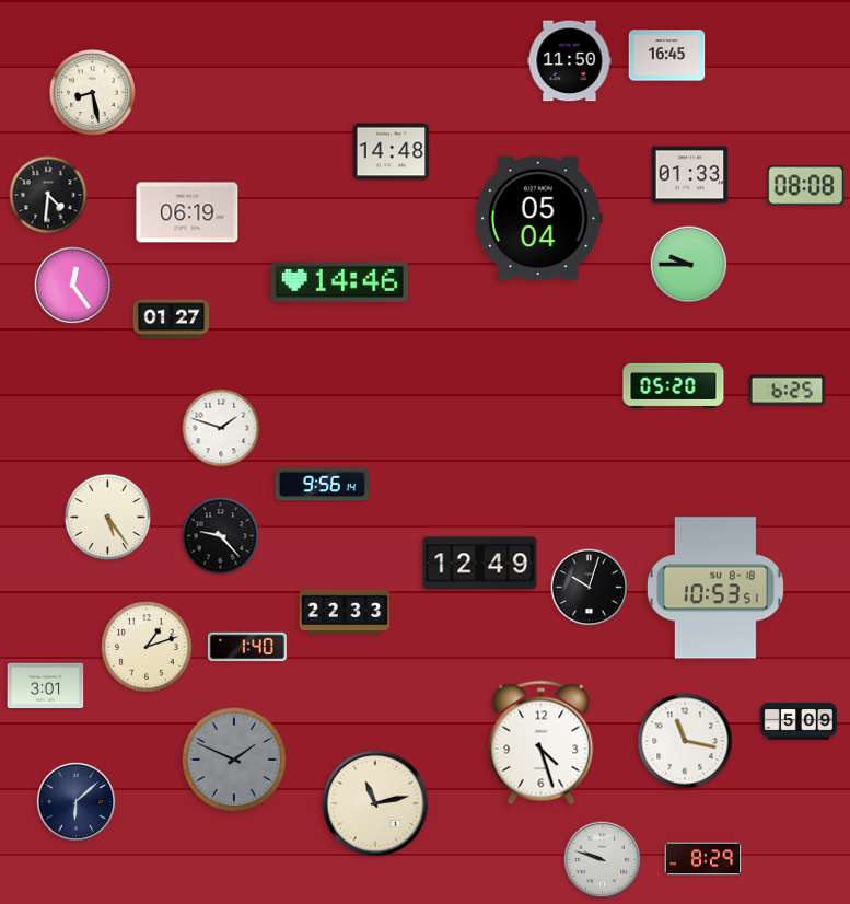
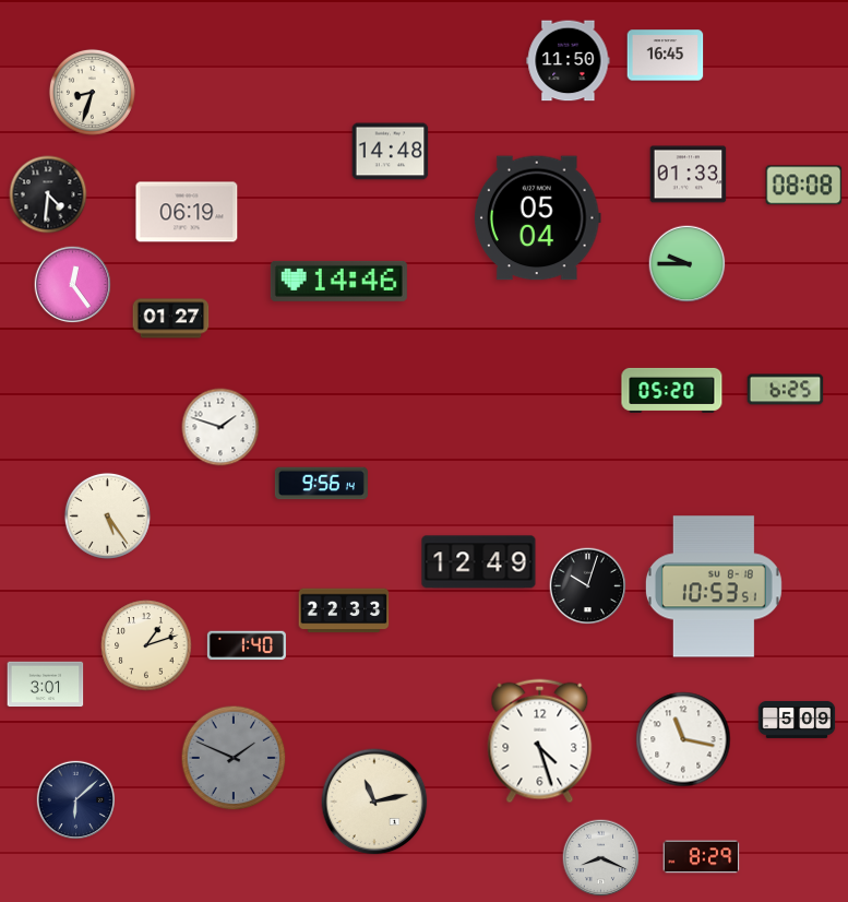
clock at (92, 92): 8:28 -> 8:33
clock at (674, 385) position: (674, 385) -> (672, 390)
clock at (221, 536): 9:23 -> none
clock at (603, 860): 9:48 -> 8:19
